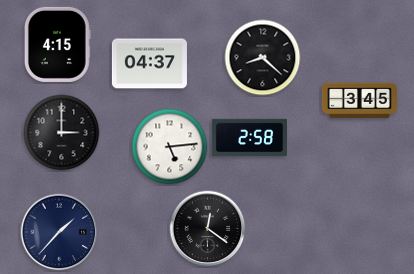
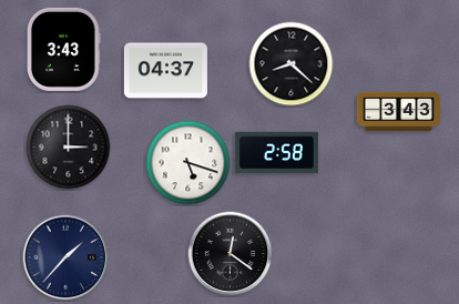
clock at (57, 44): 4:15 -> 3:43
clock at (359, 101): 3:45 -> 3:43
clock at (170, 147): 5:14 -> 5:18
